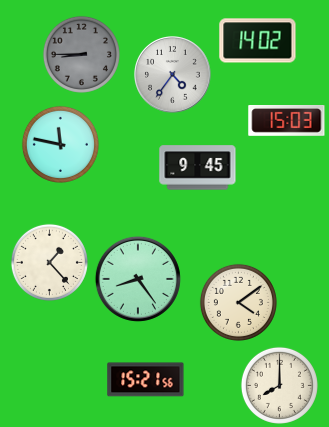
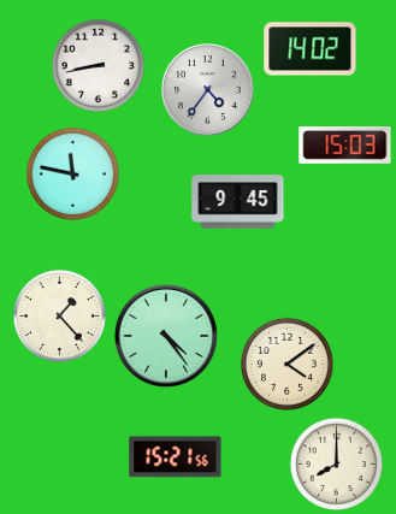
clock at (81, 54): 8:45 -> 8:43
clock at (81, 54) dial: grey -> white
clock at (138, 279): 8:24 -> 4:24
